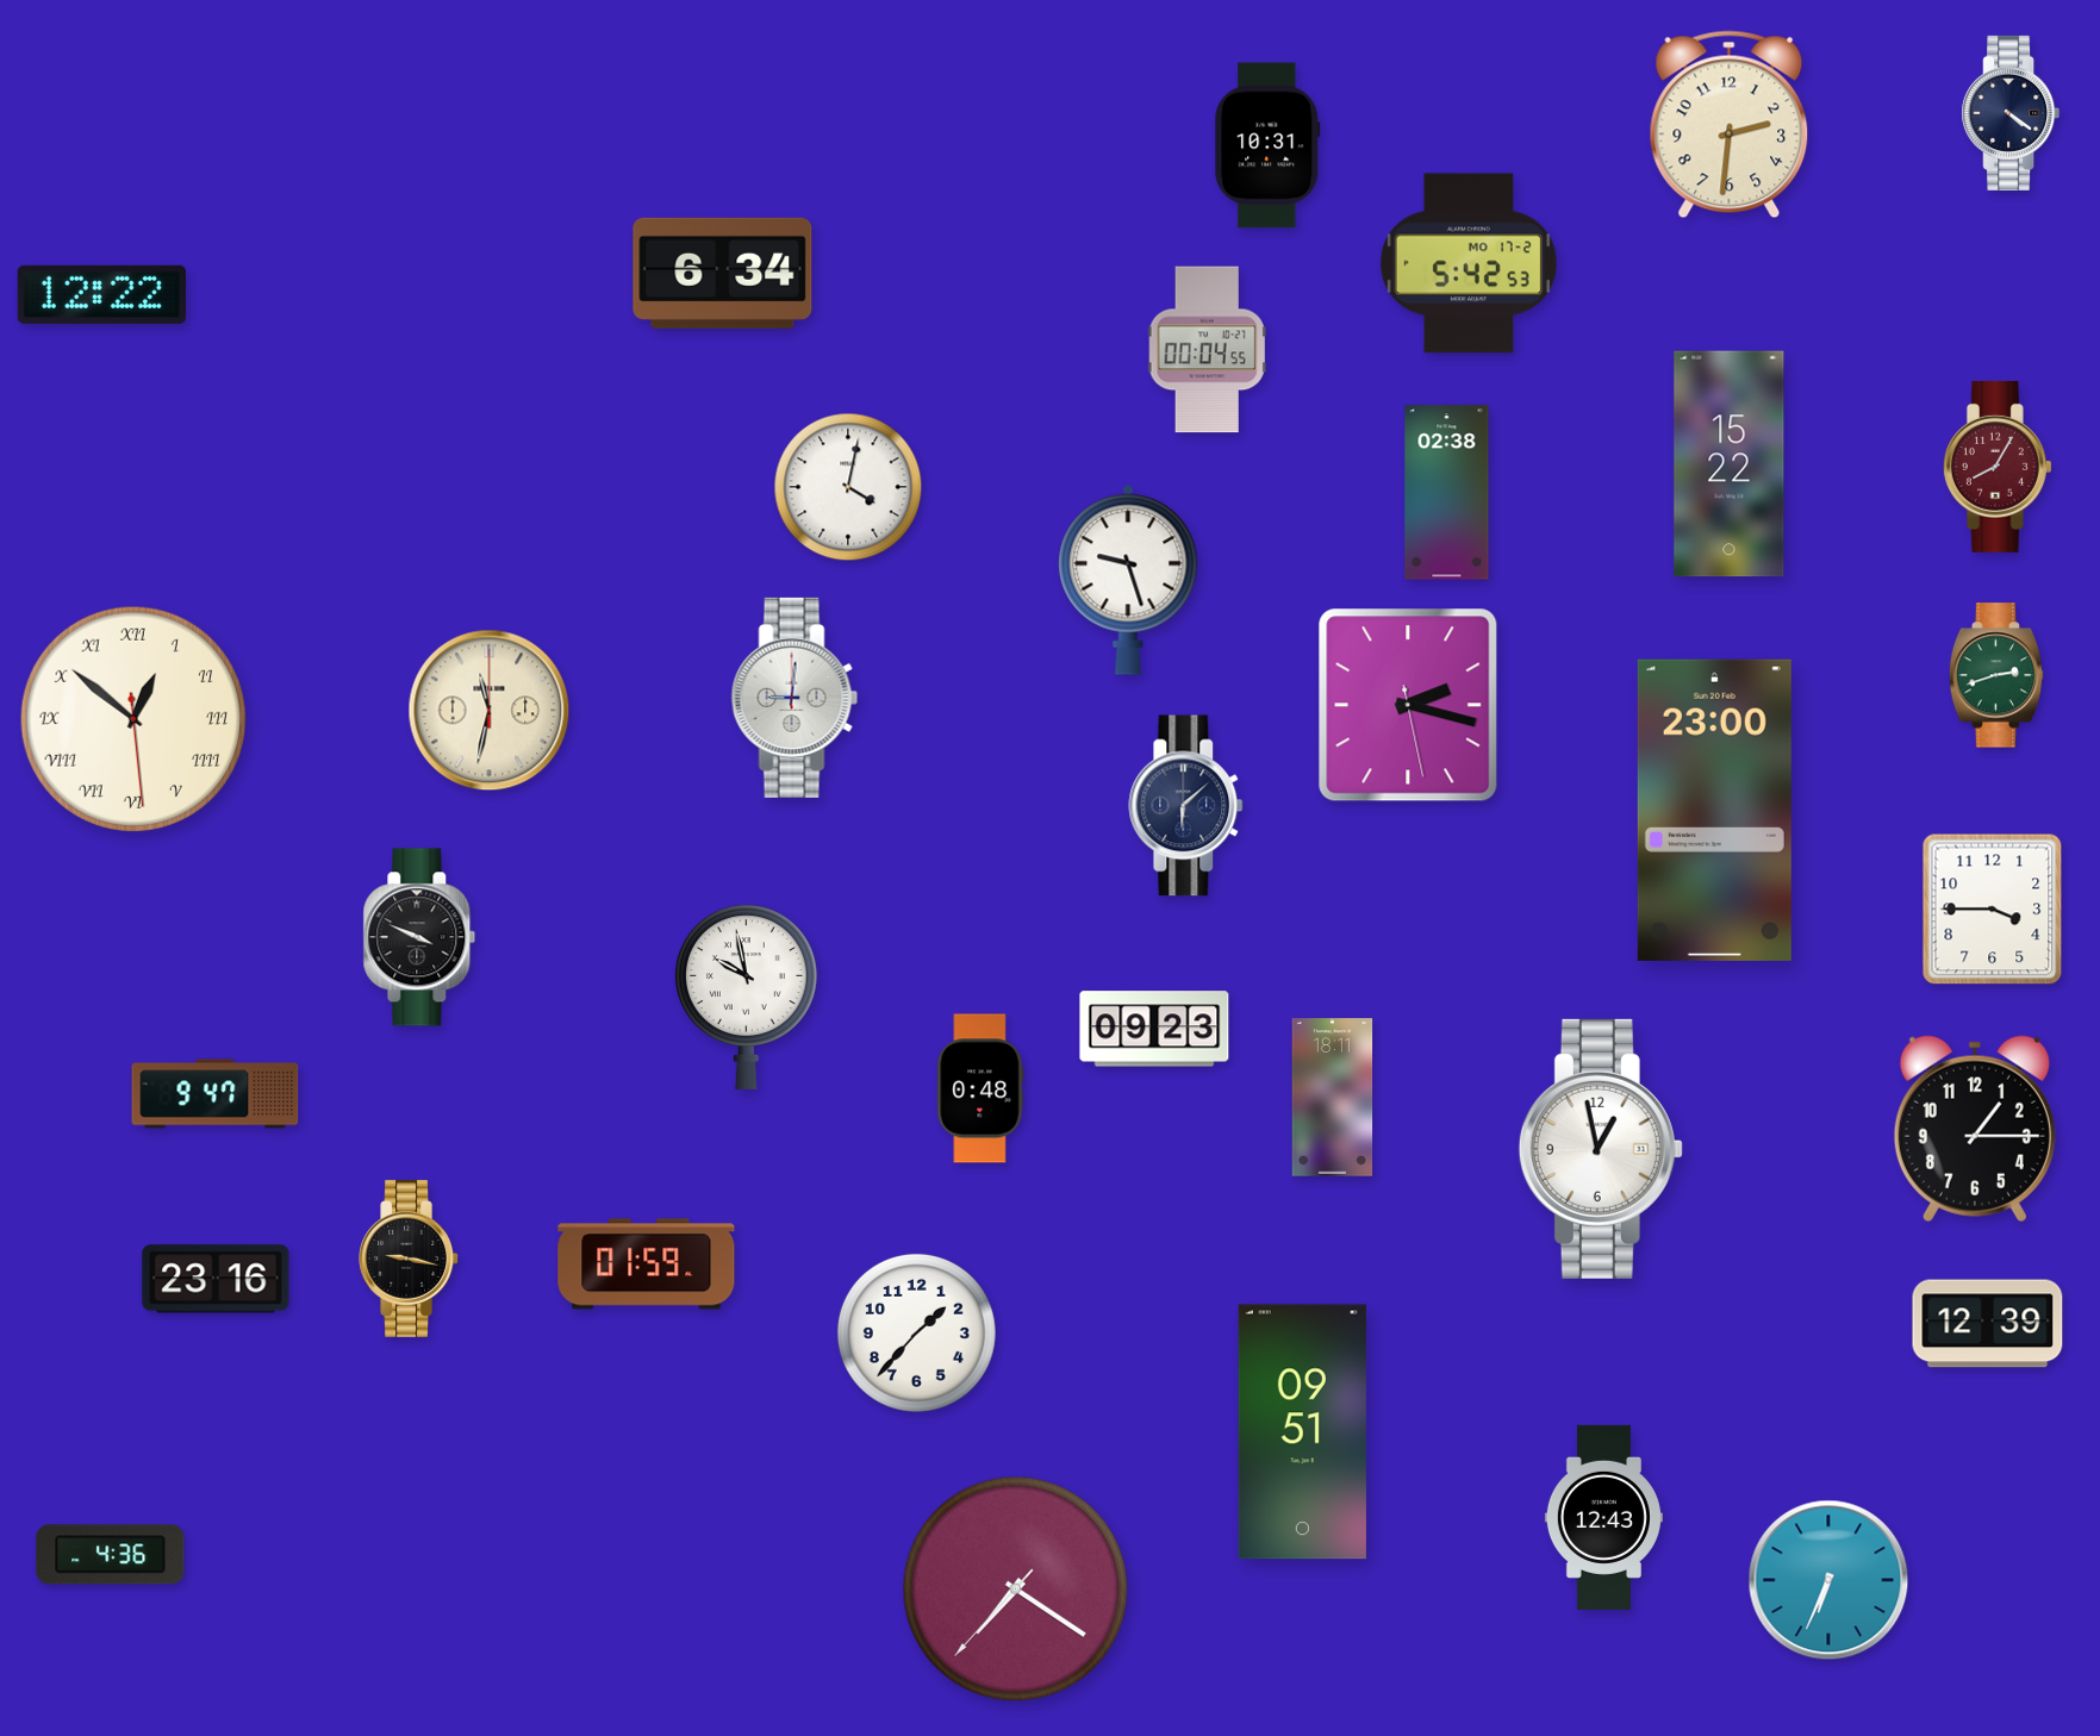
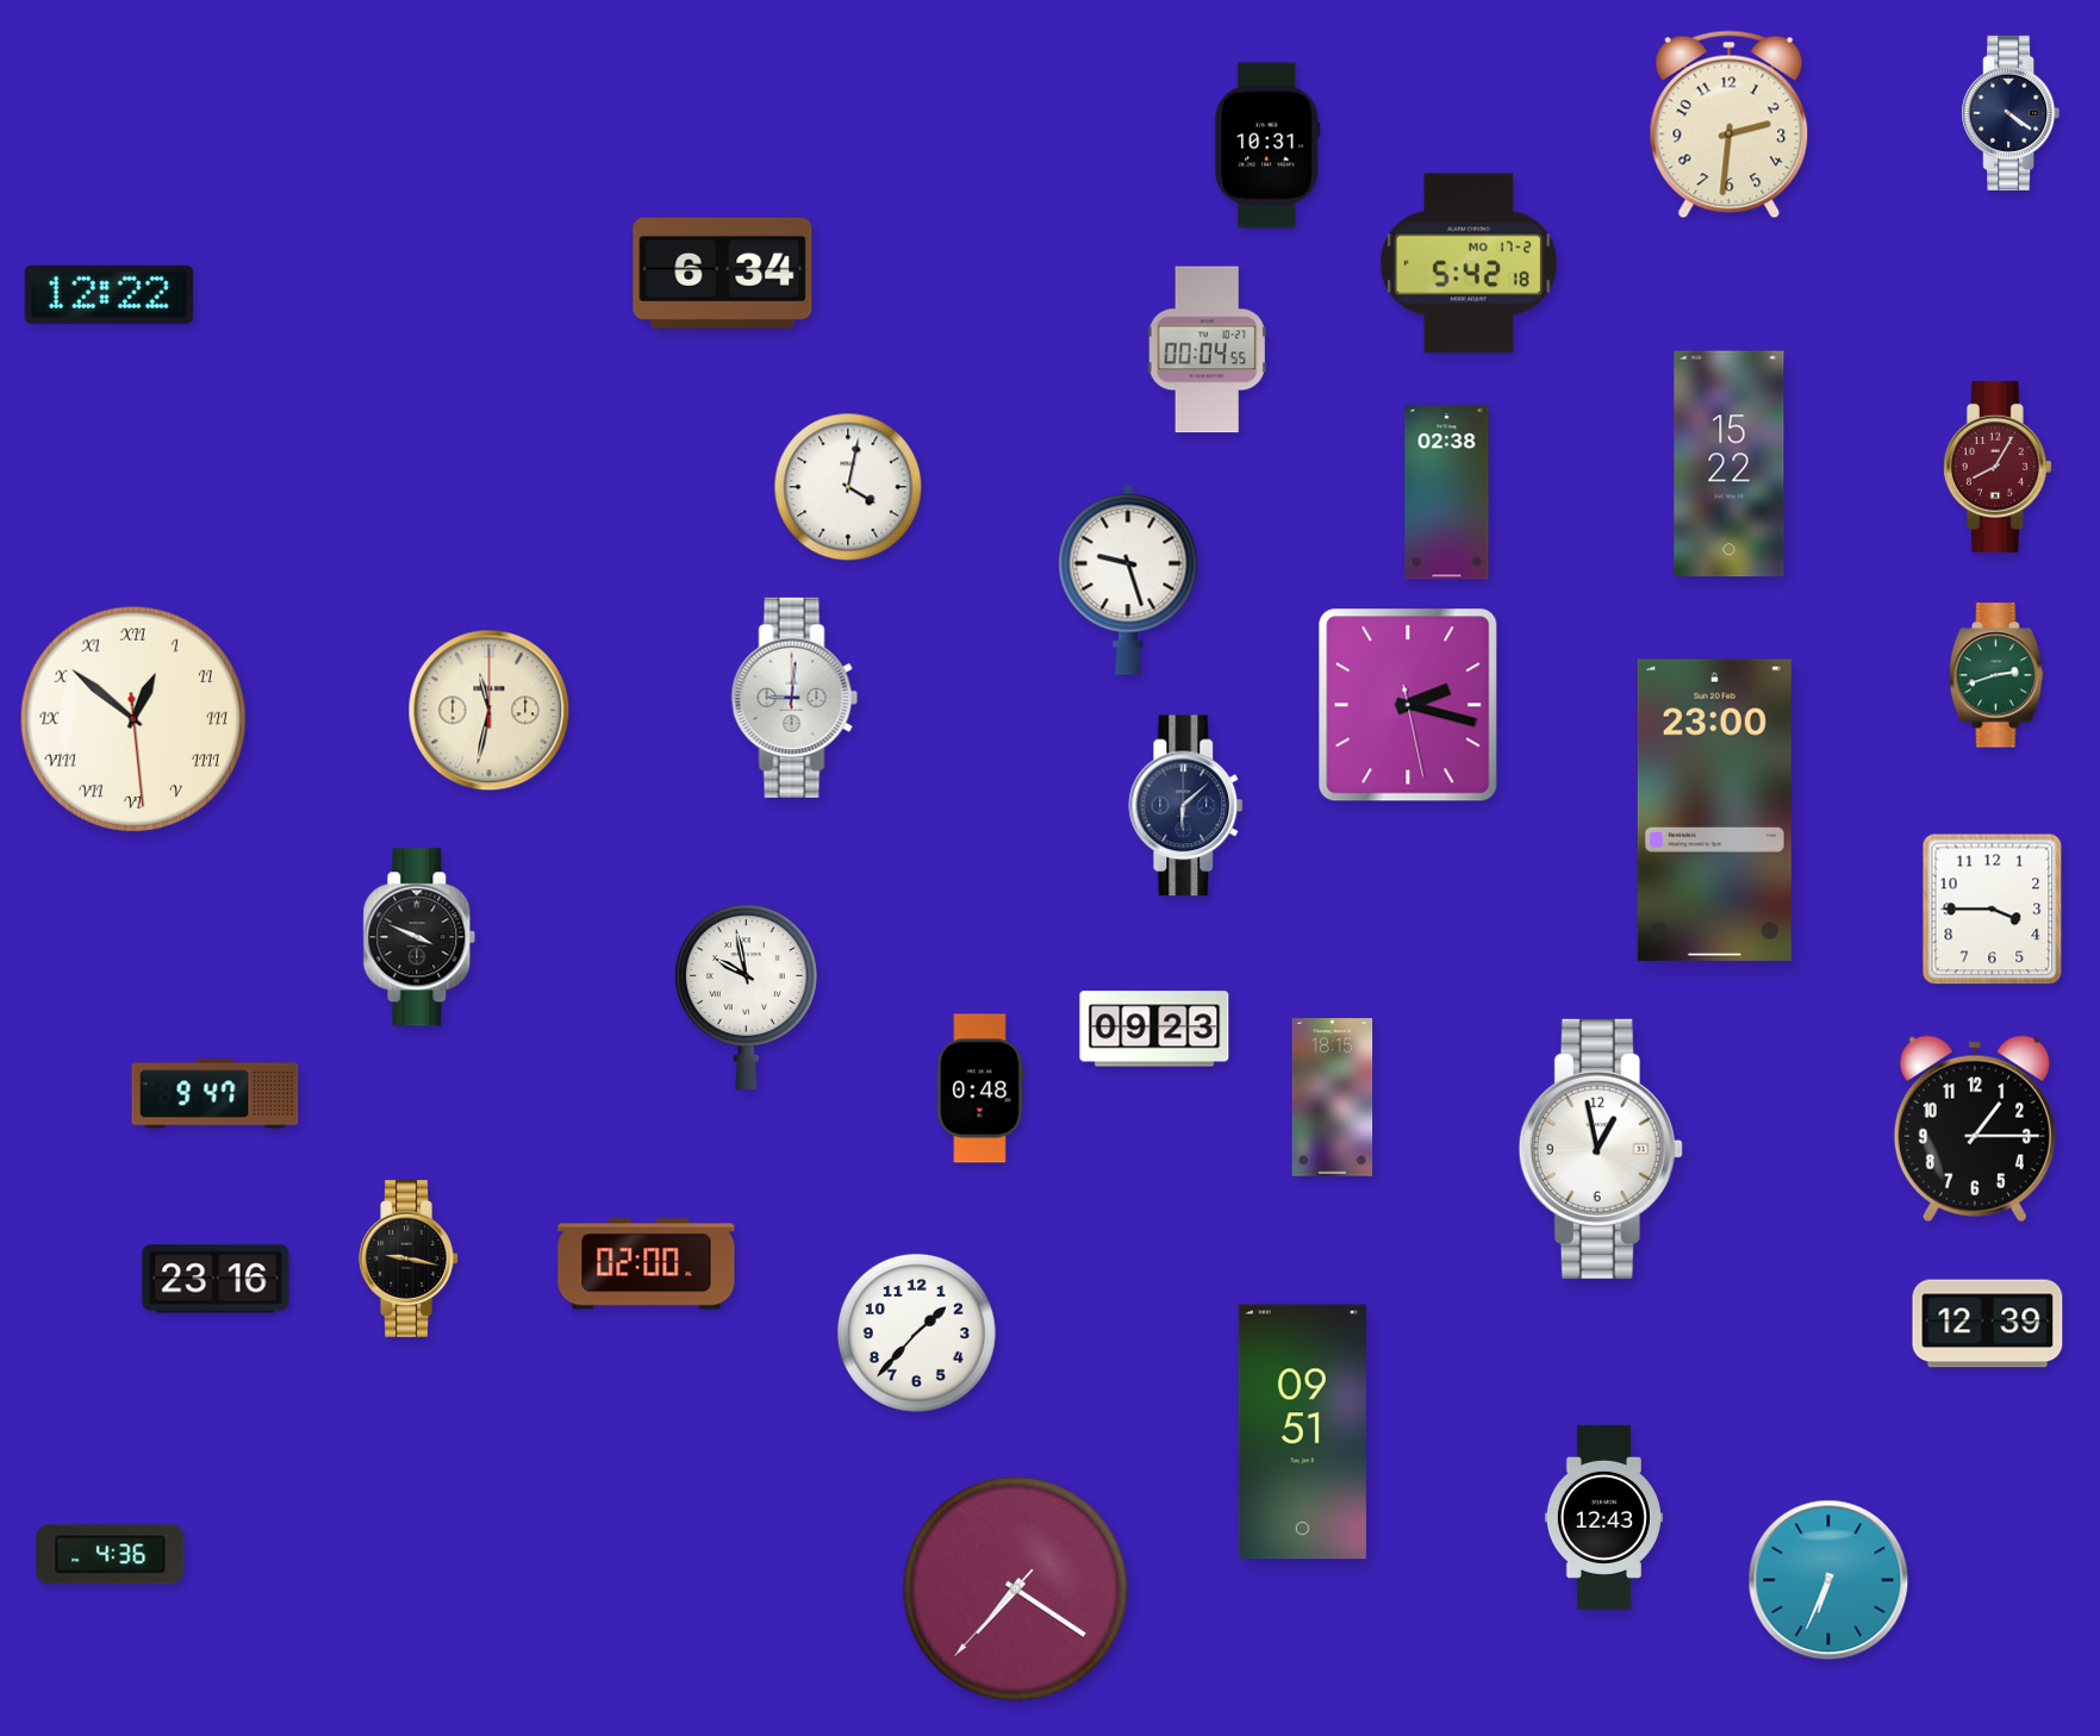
clock at (1469, 263): 5:42:53 -> 5:42:18
clock at (101, 294) position: (101, 294) -> (108, 294)
clock at (1333, 1098): 18:11 -> 18:15
clock at (647, 1264): 01:59 -> 02:00
